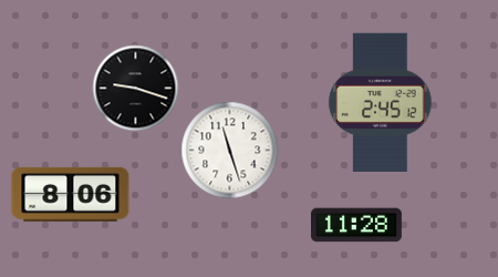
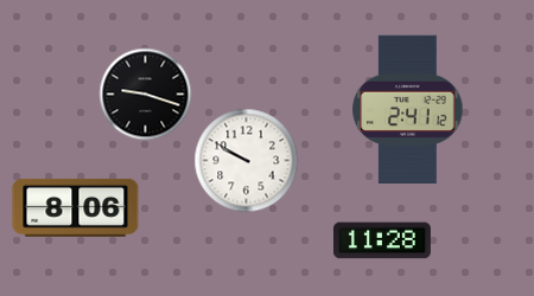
clock at (381, 102): 2:45 -> 2:41
clock at (229, 150): 11:27 -> 9:50
